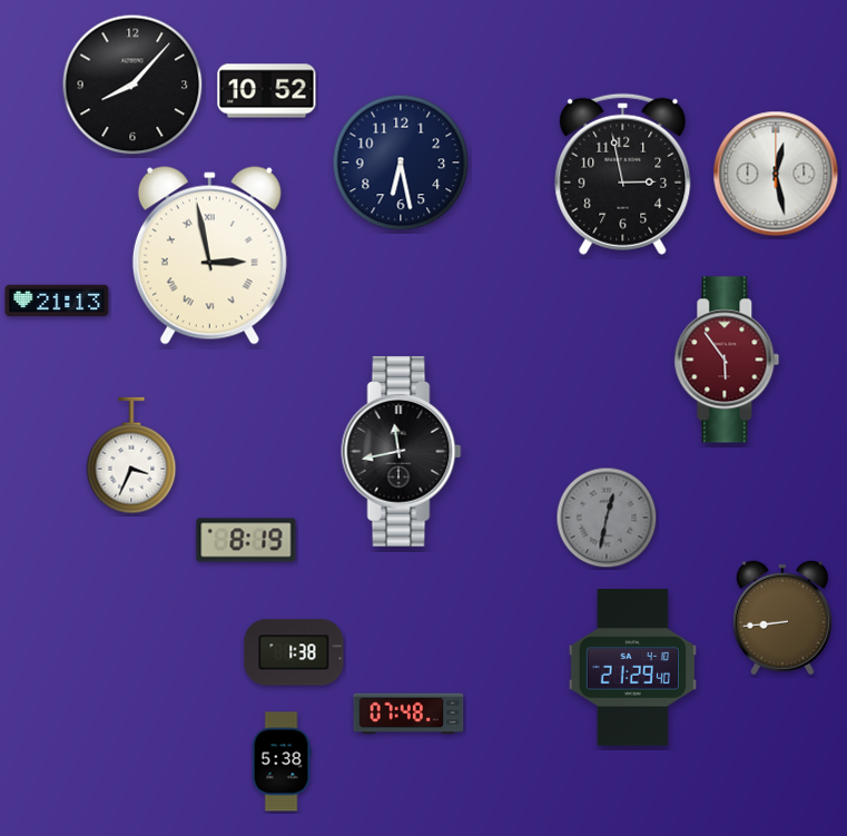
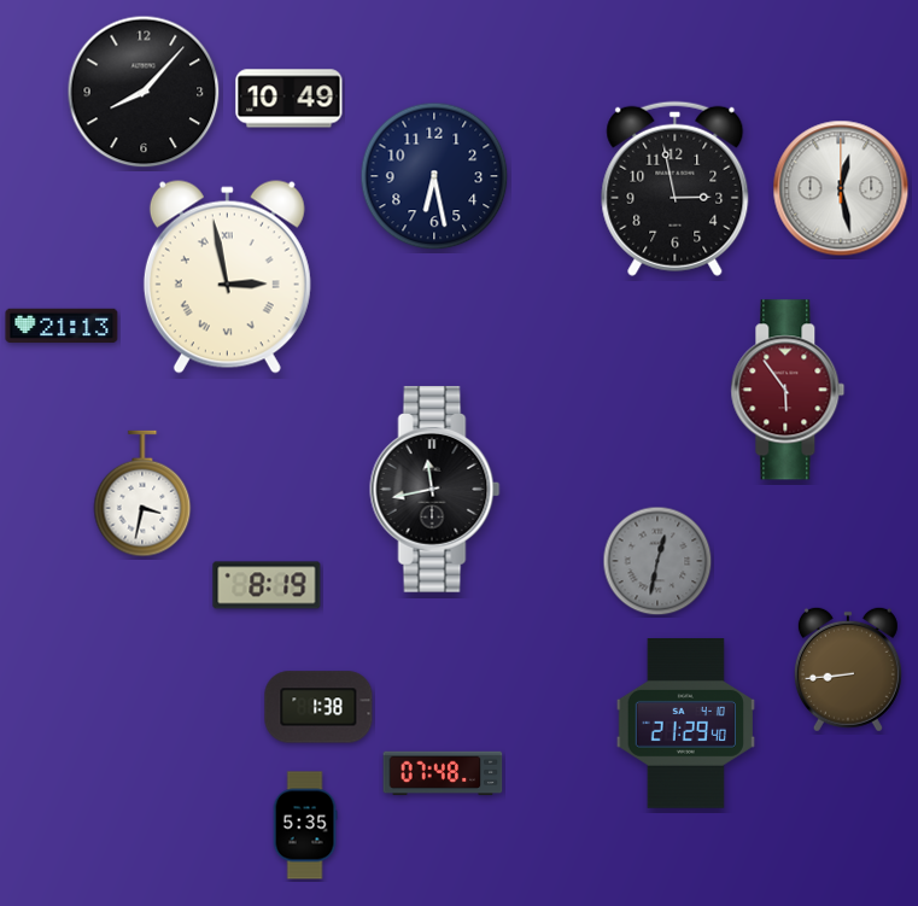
clock at (267, 91): 10:52 -> 10:49
clock at (131, 455): 3:34 -> 3:32
clock at (282, 761): 5:38 -> 5:35
